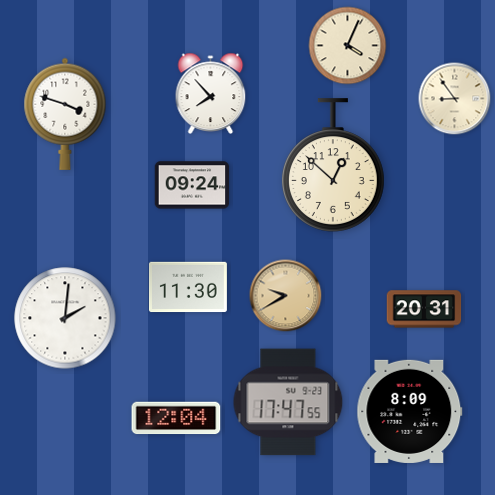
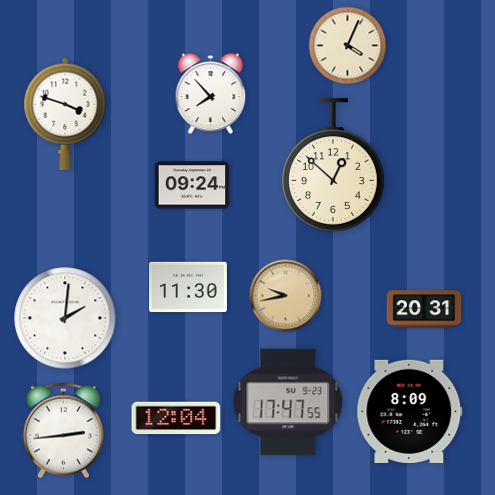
clock at (455, 99): 8:54 -> none
clock at (286, 296): 9:40 -> 9:43
clock at (63, 431): none -> 2:44
